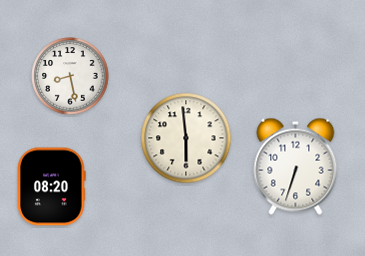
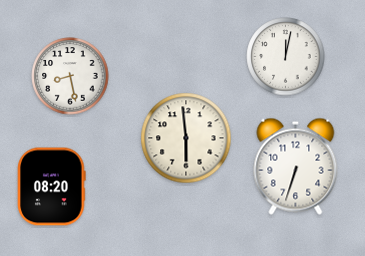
clock at (286, 57): none -> 12:02
